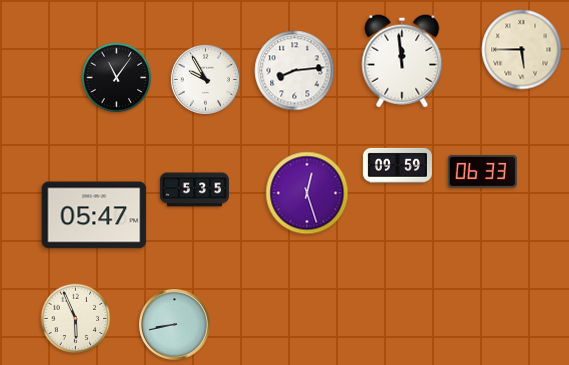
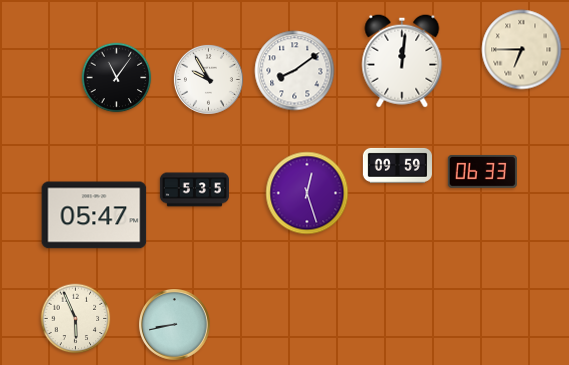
clock at (522, 50): 5:45 -> 6:45
clock at (402, 61): 11:59 -> 12:01
clock at (295, 71): 8:14 -> 8:09
clock at (205, 79) position: (205, 79) -> (208, 79)
